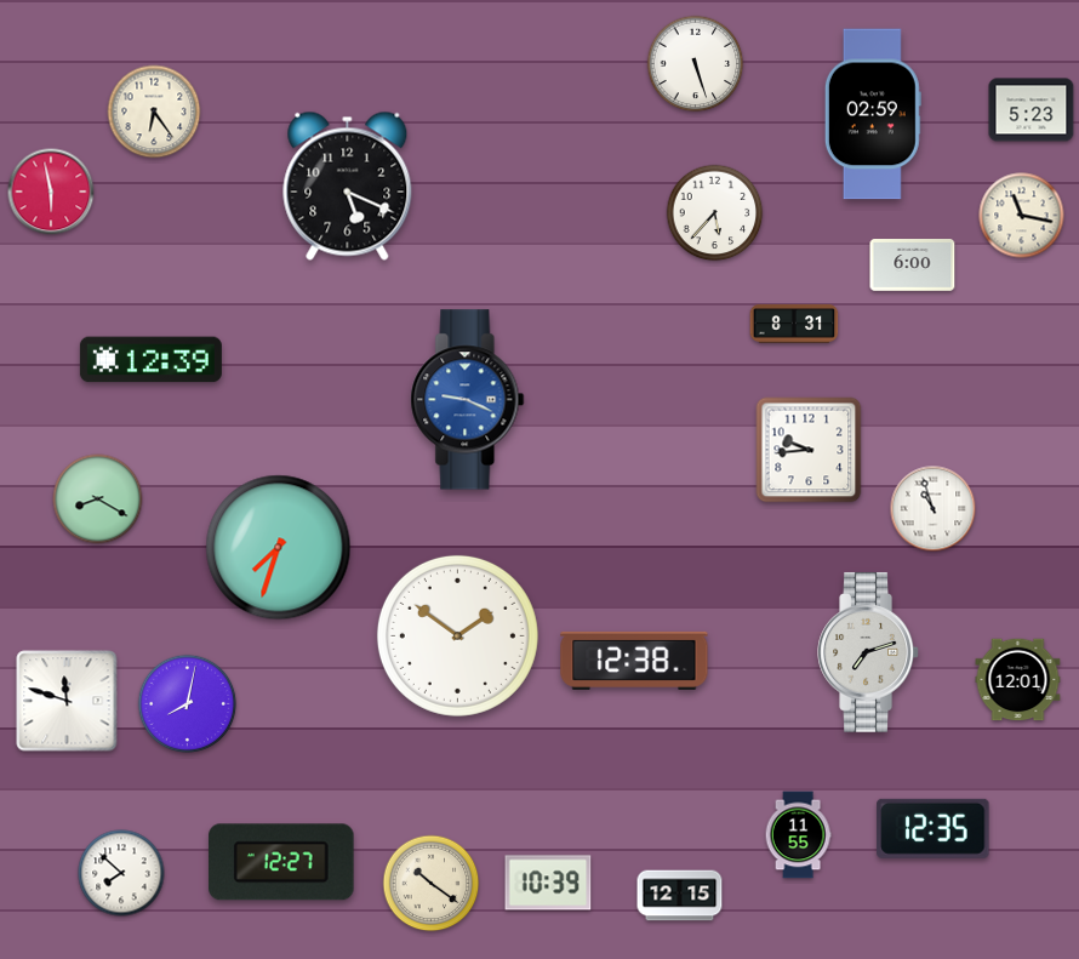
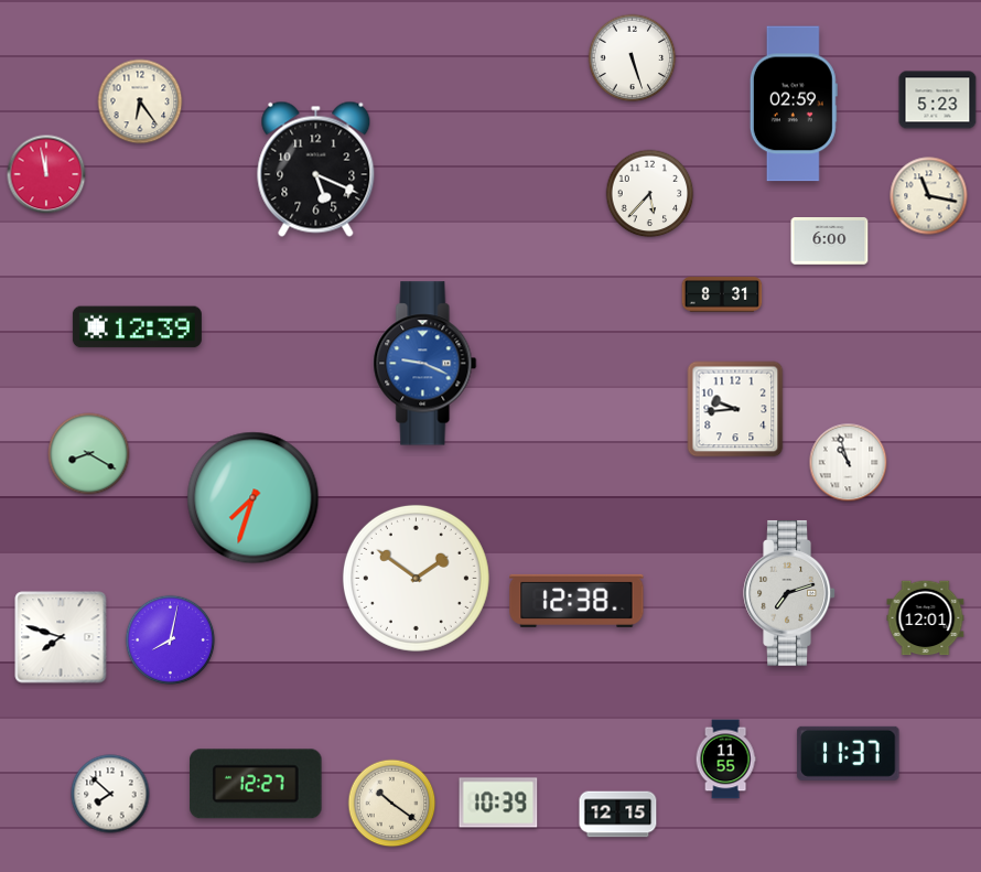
clock at (51, 192): 5:58 -> 11:58
clock at (67, 701): 11:48 -> 7:48
clock at (934, 828): 12:35 -> 11:37
